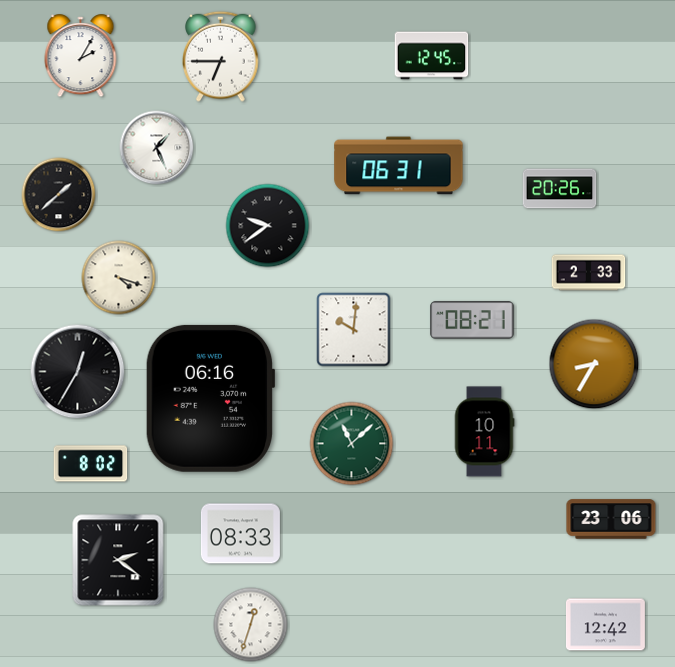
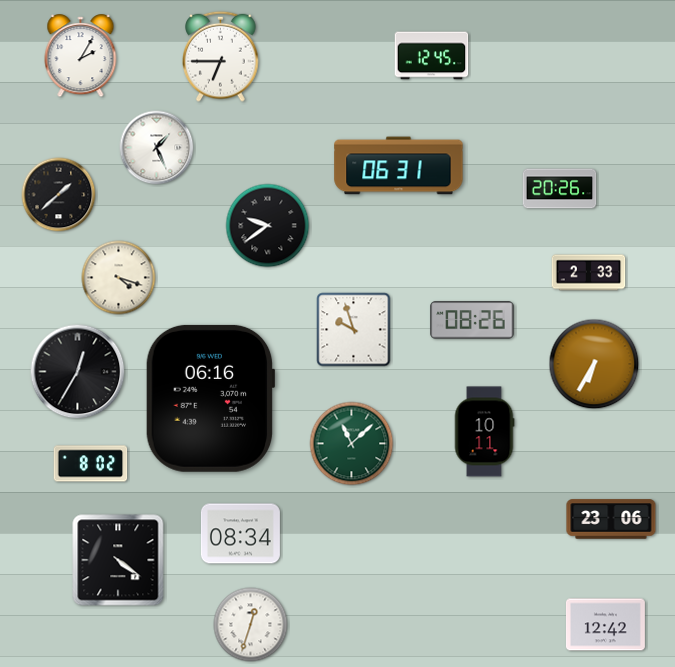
clock at (472, 320): 08:21 -> 08:26
clock at (354, 330): 10:01 -> 9:57
clock at (594, 364): 8:35 -> 6:35
clock at (240, 534): 08:33 -> 08:34
clock at (118, 560): 2:21 -> 4:21
